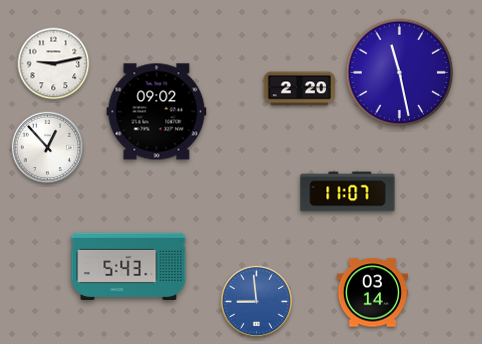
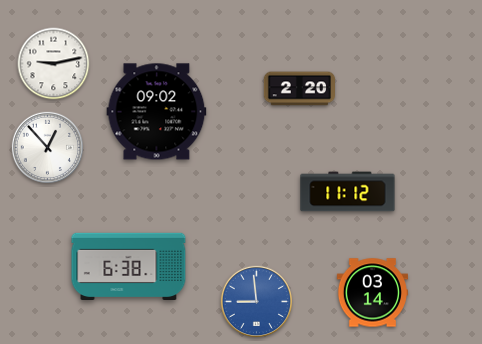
clock at (400, 73): 11:28 -> none
clock at (348, 192): 11:07 -> 11:12
clock at (129, 266): 5:43 -> 6:38
